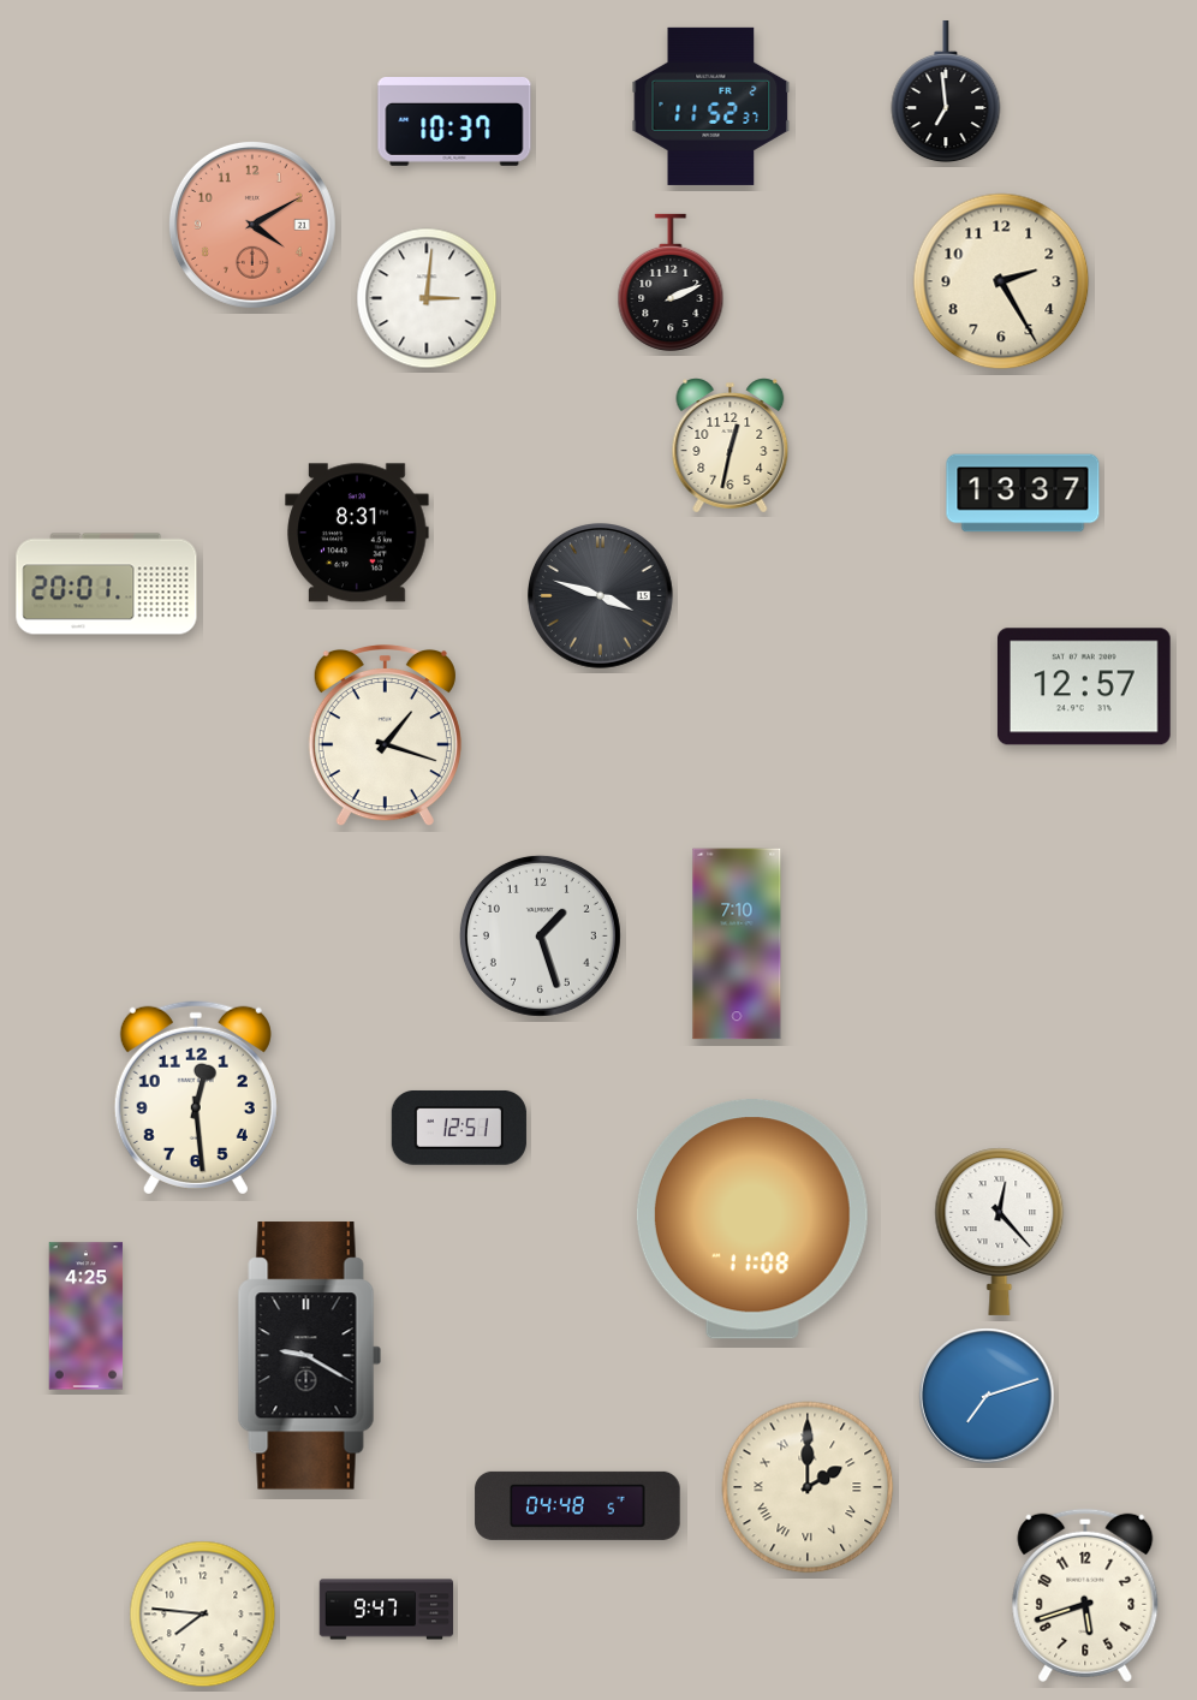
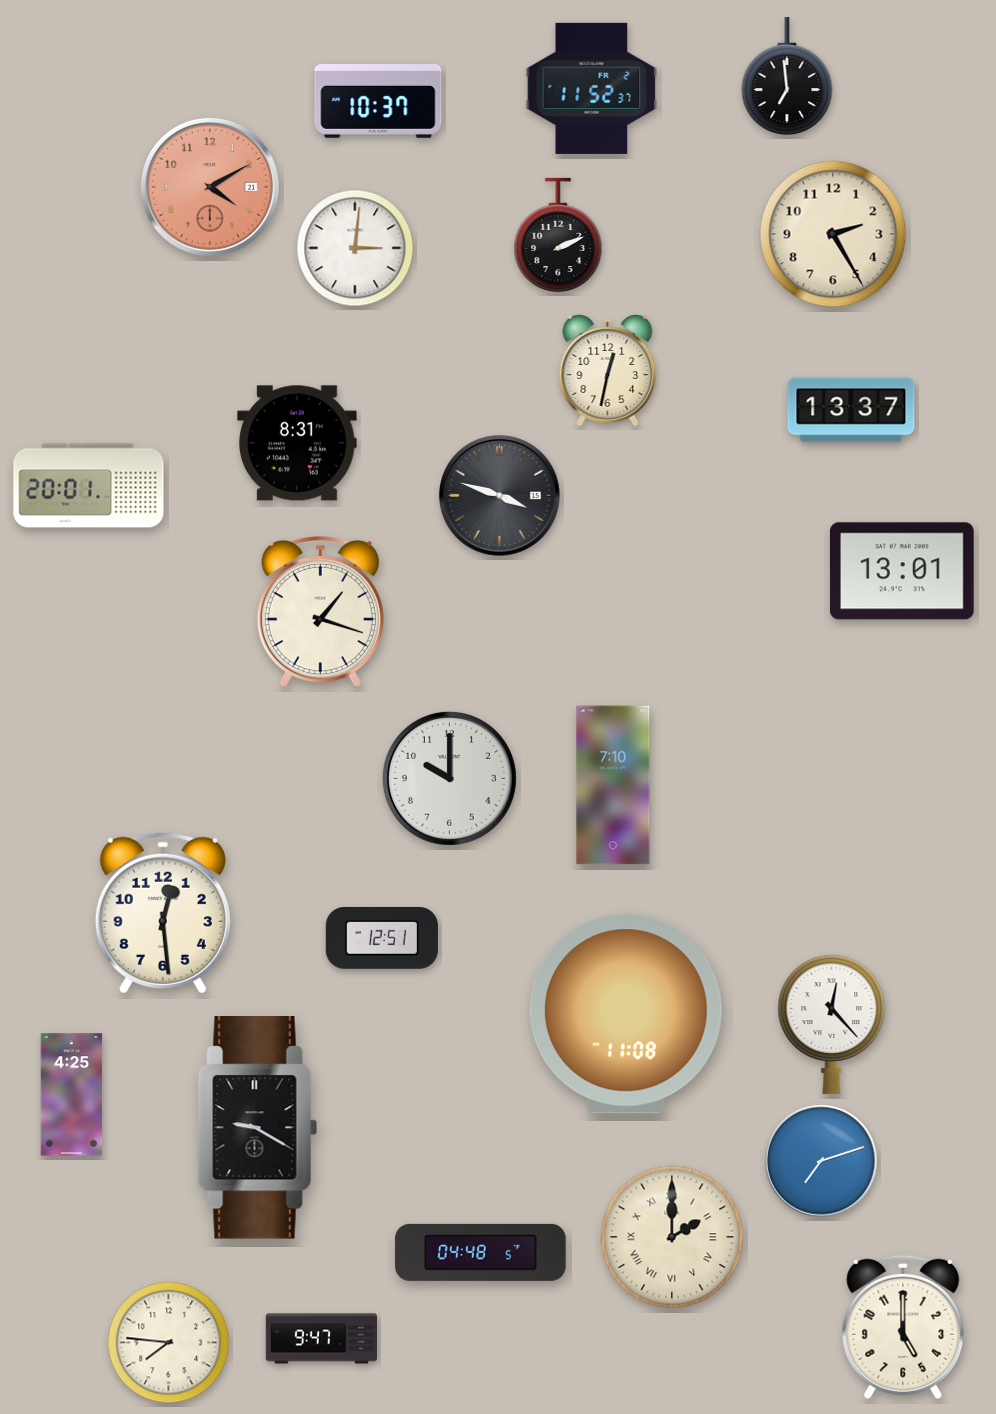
clock at (1084, 686): 12:57 -> 13:01
clock at (540, 935): 1:27 -> 10:00
clock at (1085, 1595): 5:42 -> 5:00
